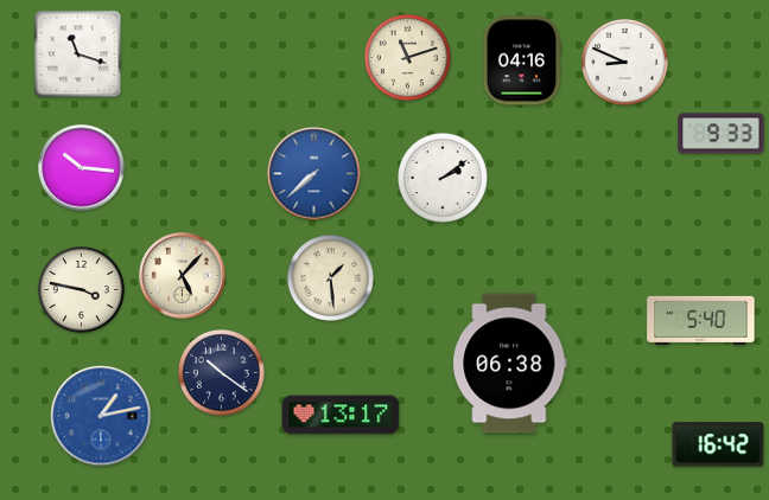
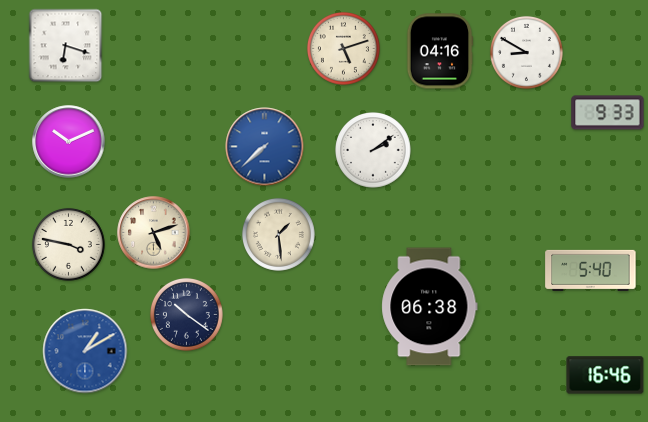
clock at (78, 55): 11:18 -> 6:18
clock at (407, 57): 11:12 -> 5:12
clock at (624, 62): 8:49 -> 8:50
clock at (82, 168): 10:16 -> 10:11
clock at (183, 276): 5:07 -> 5:12
clock at (341, 415): 13:17 -> none
clock at (101, 416): 1:13 -> 1:10
clock at (718, 444): 16:42 -> 16:46
